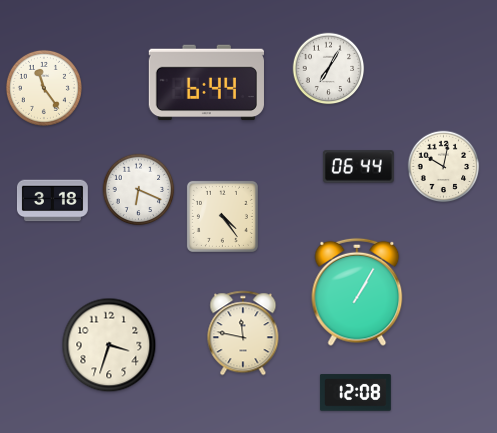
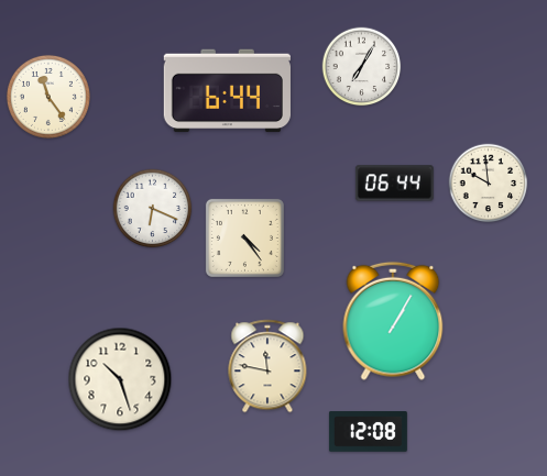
clock at (329, 69) position: (329, 69) -> (362, 67)
clock at (444, 167): 10:02 -> 9:59
clock at (52, 201): 3:18 -> none
clock at (109, 345): 3:33 -> 10:27
clock at (355, 393) position: (355, 393) -> (368, 432)
